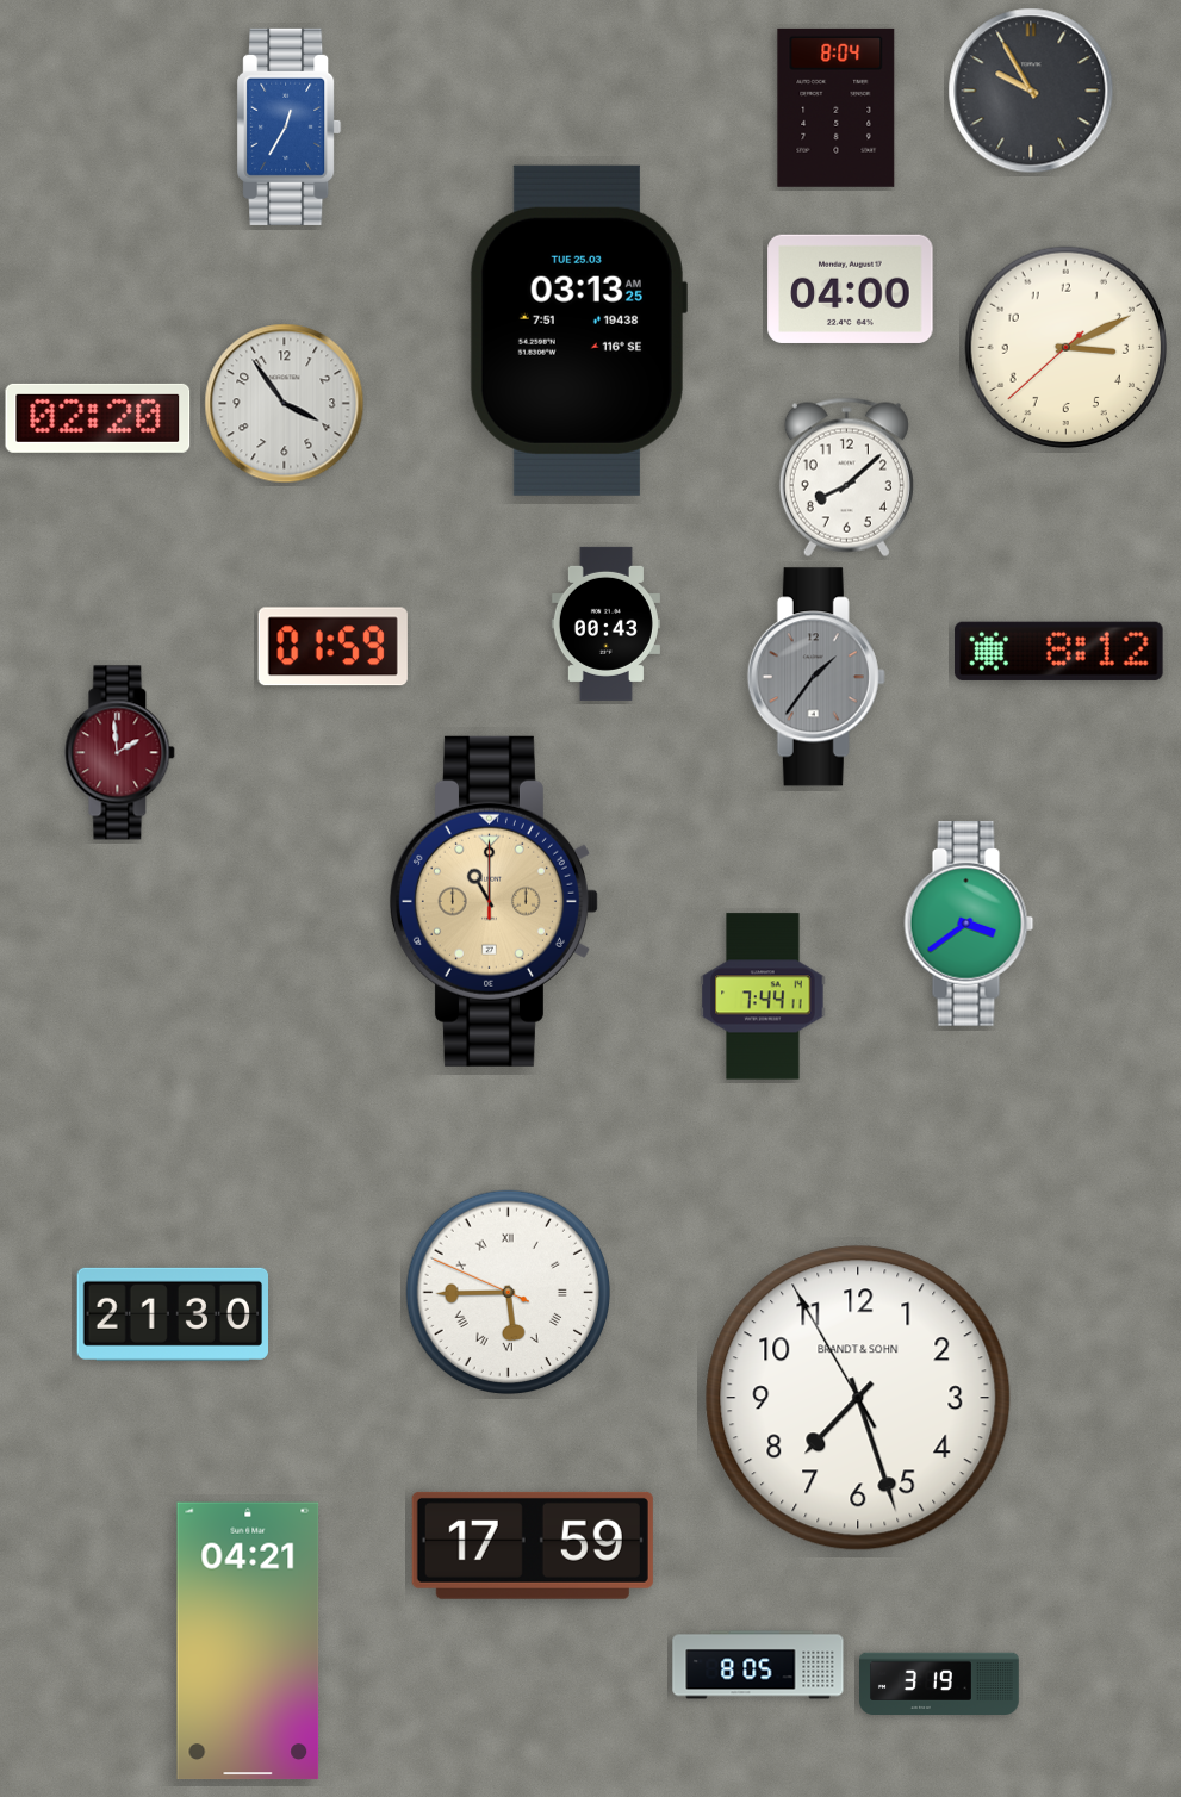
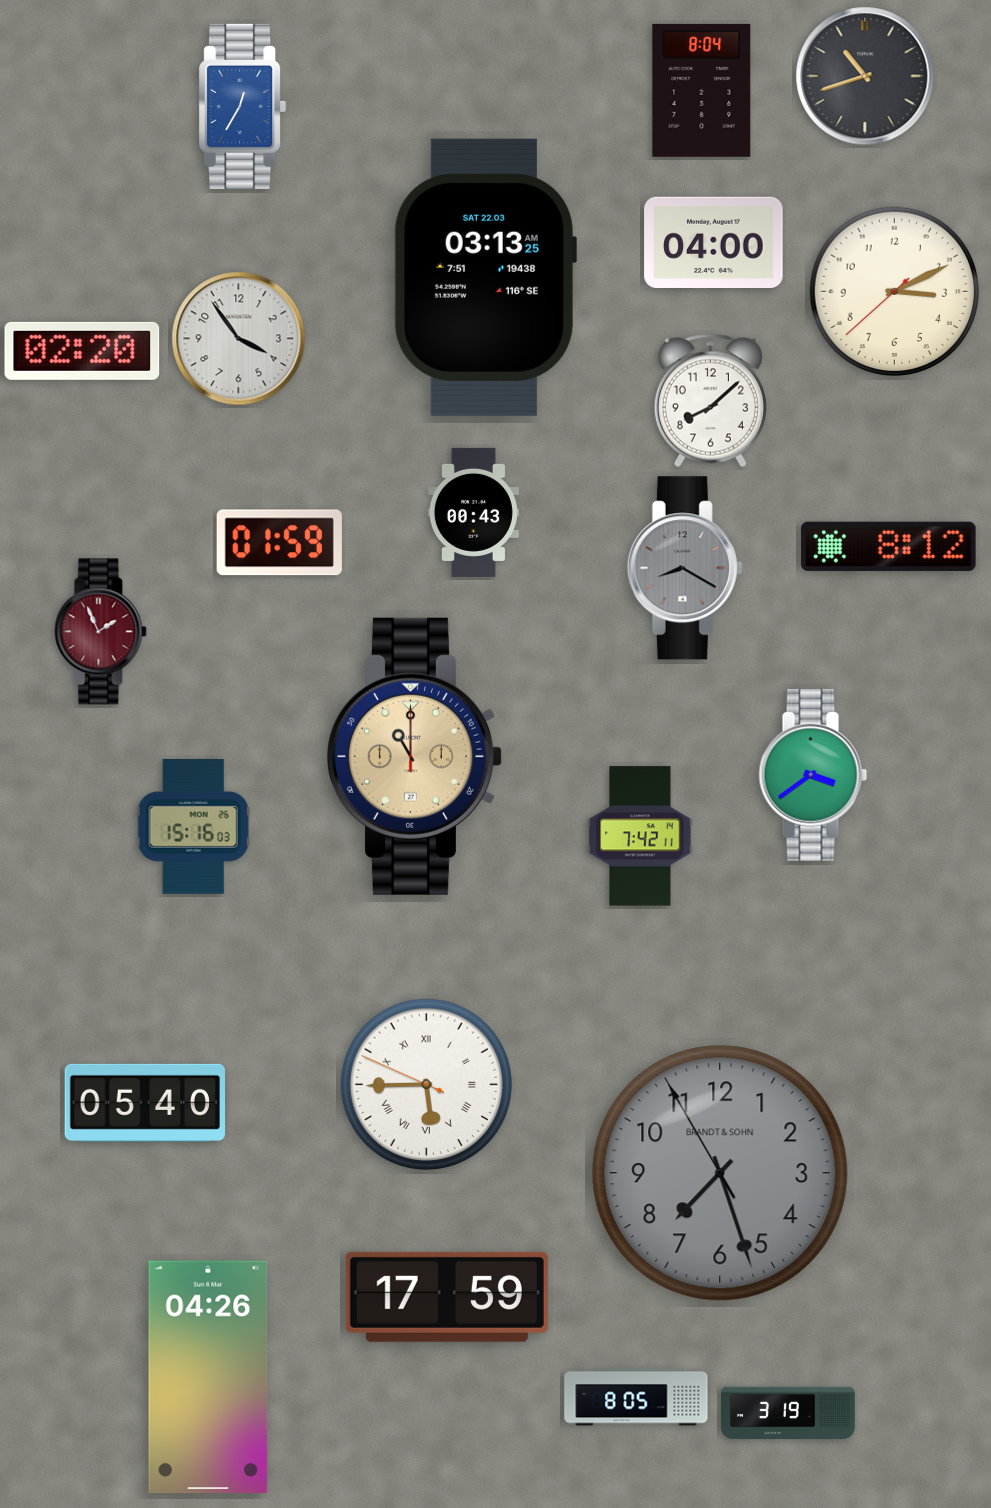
clock at (1031, 91): 9:55 -> 10:42
clock at (578, 330) date: TUE 25.03 -> SAT 22.03
clock at (605, 623) position: (605, 623) -> (473, 512)
clock at (816, 677): 1:36 -> 8:20
clock at (120, 753): 1:59 -> 1:56
clock at (193, 826): none -> 15:16
clock at (763, 996): 7:44 -> 7:42
clock at (172, 1314): 21:30 -> 05:40
clock at (858, 1398) dial: white -> grey
clock at (248, 1641): 04:21 -> 04:26
